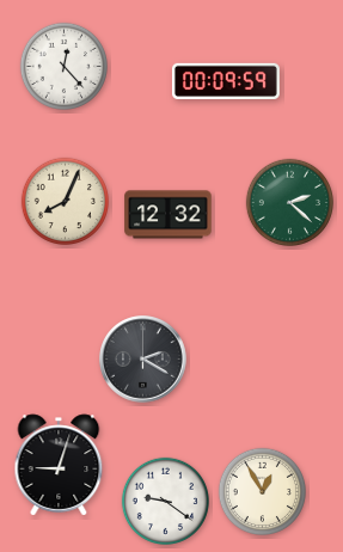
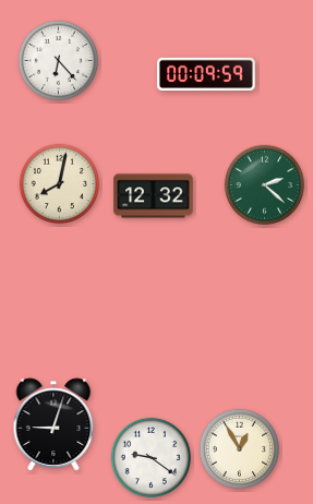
clock at (63, 66): 12:23 -> 6:23
clock at (65, 201): 8:04 -> 8:02
clock at (143, 360): 2:20 -> none
